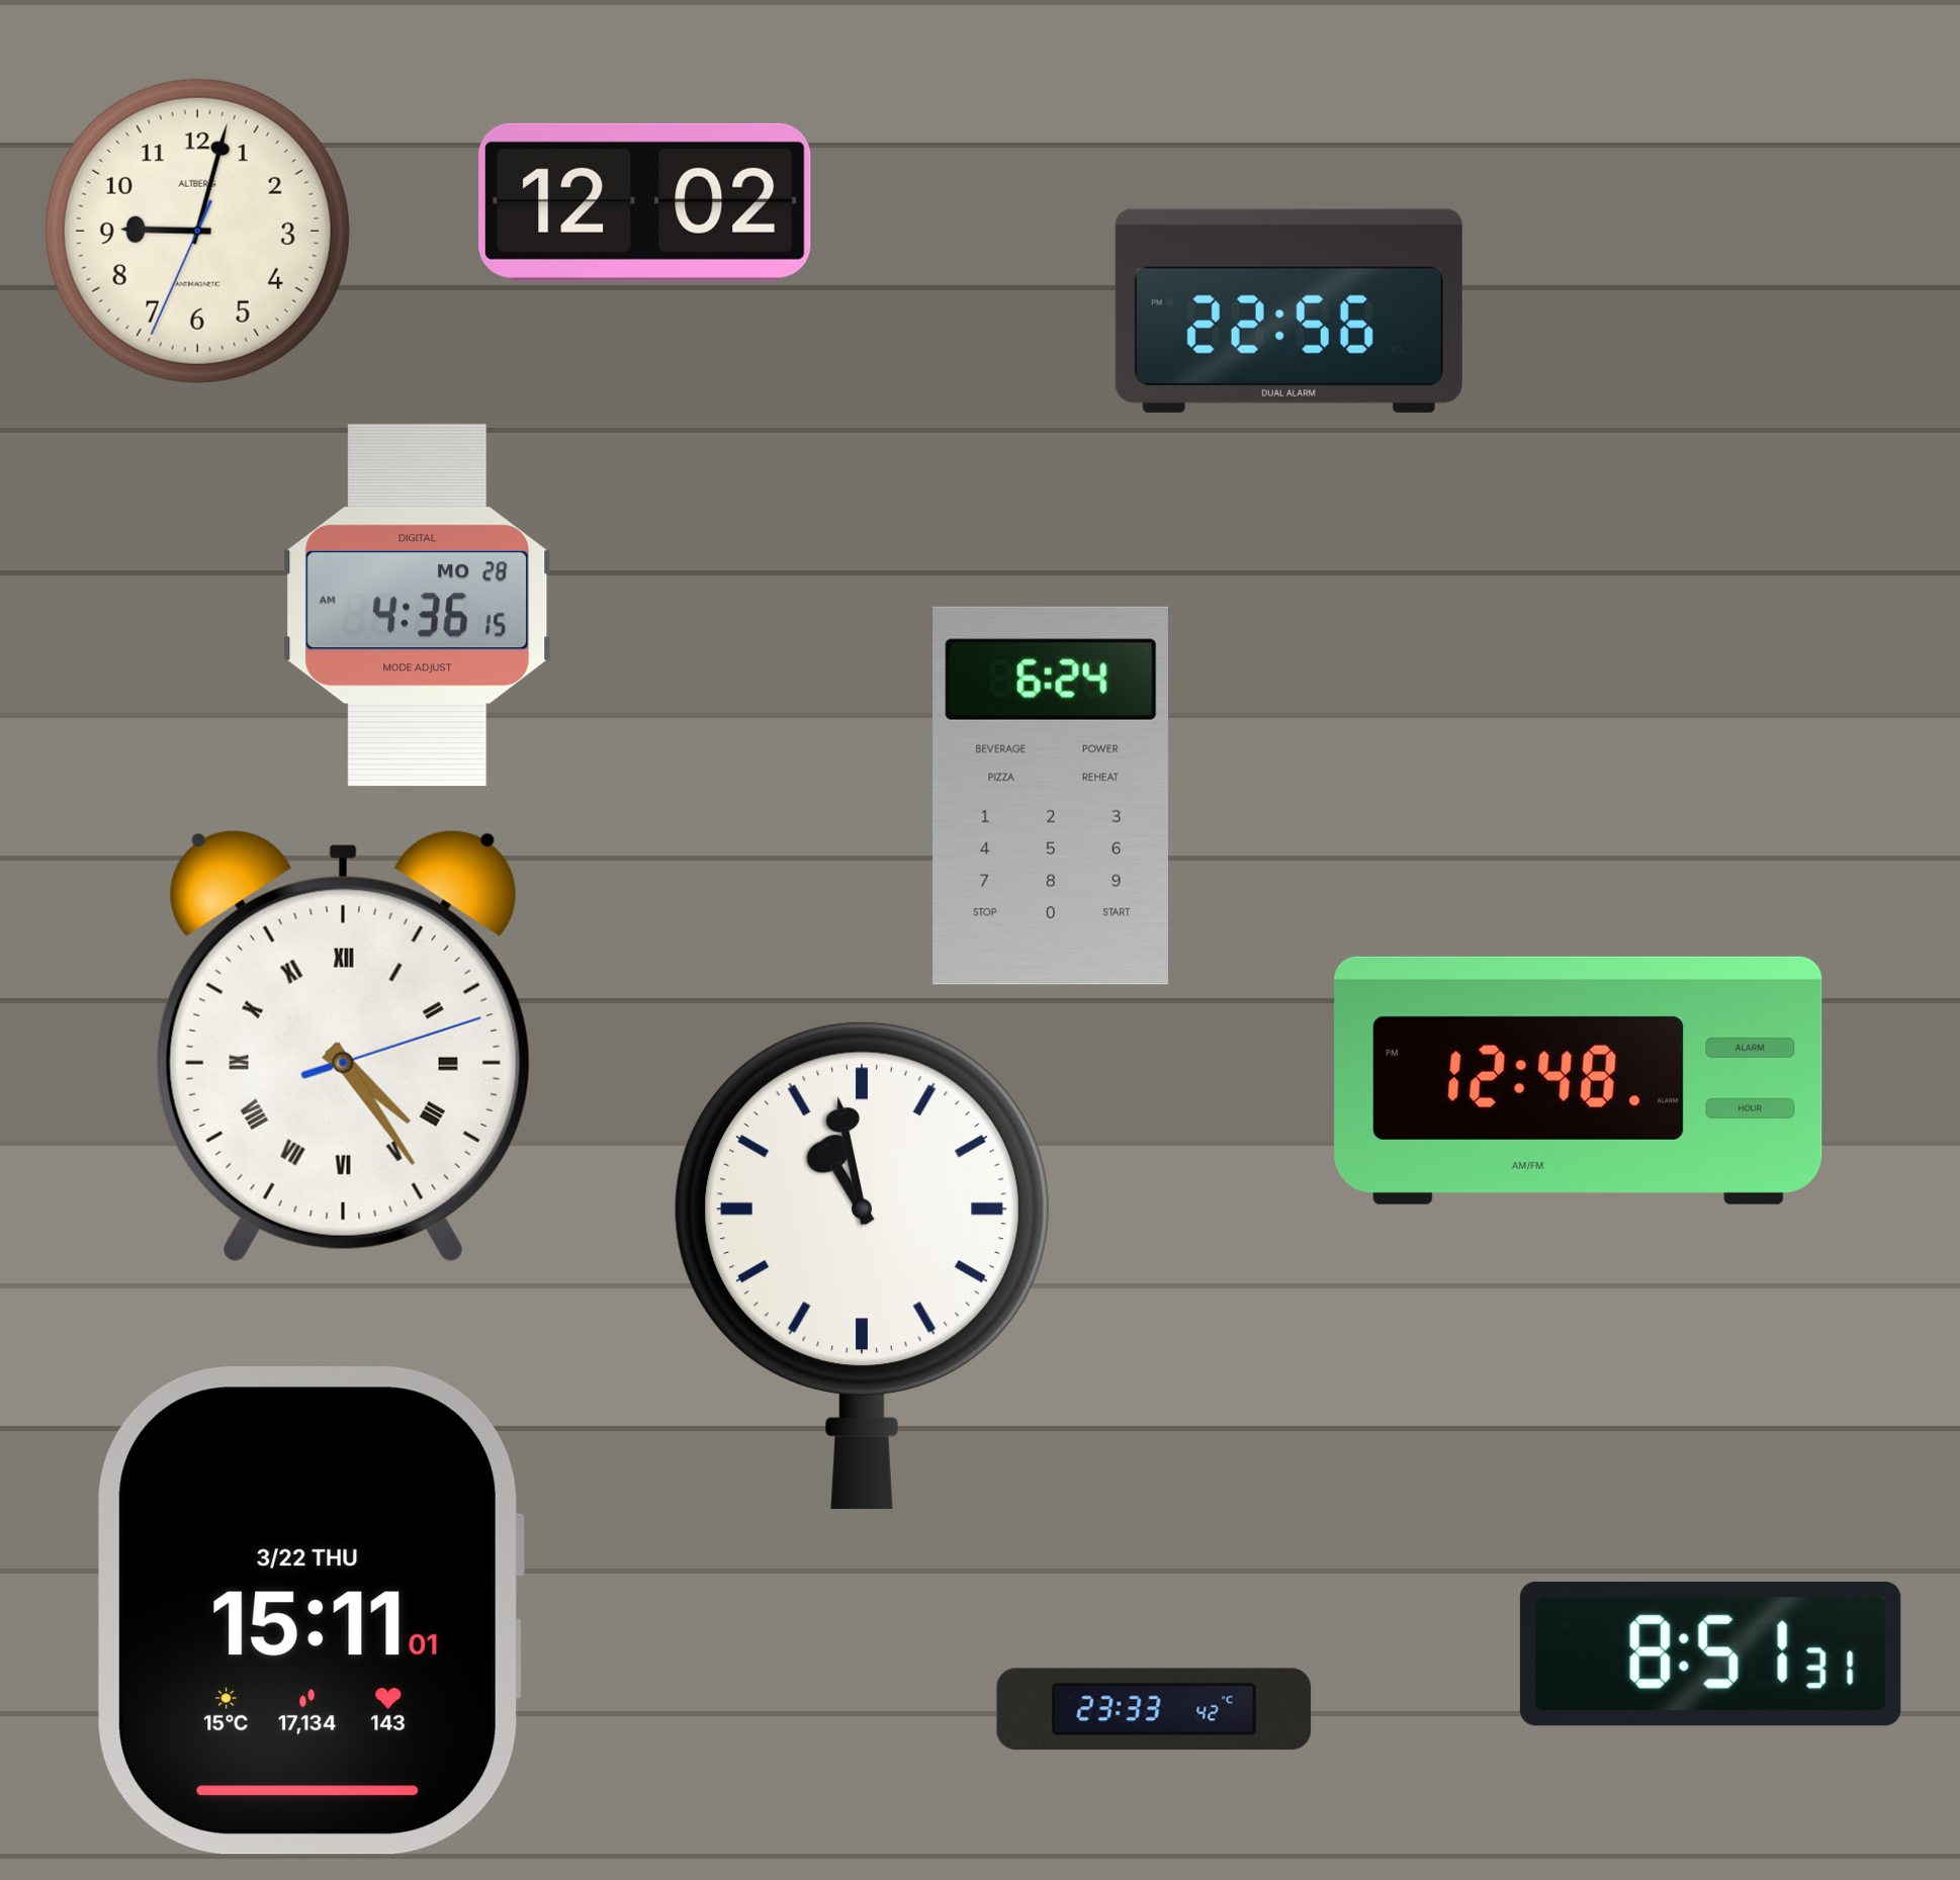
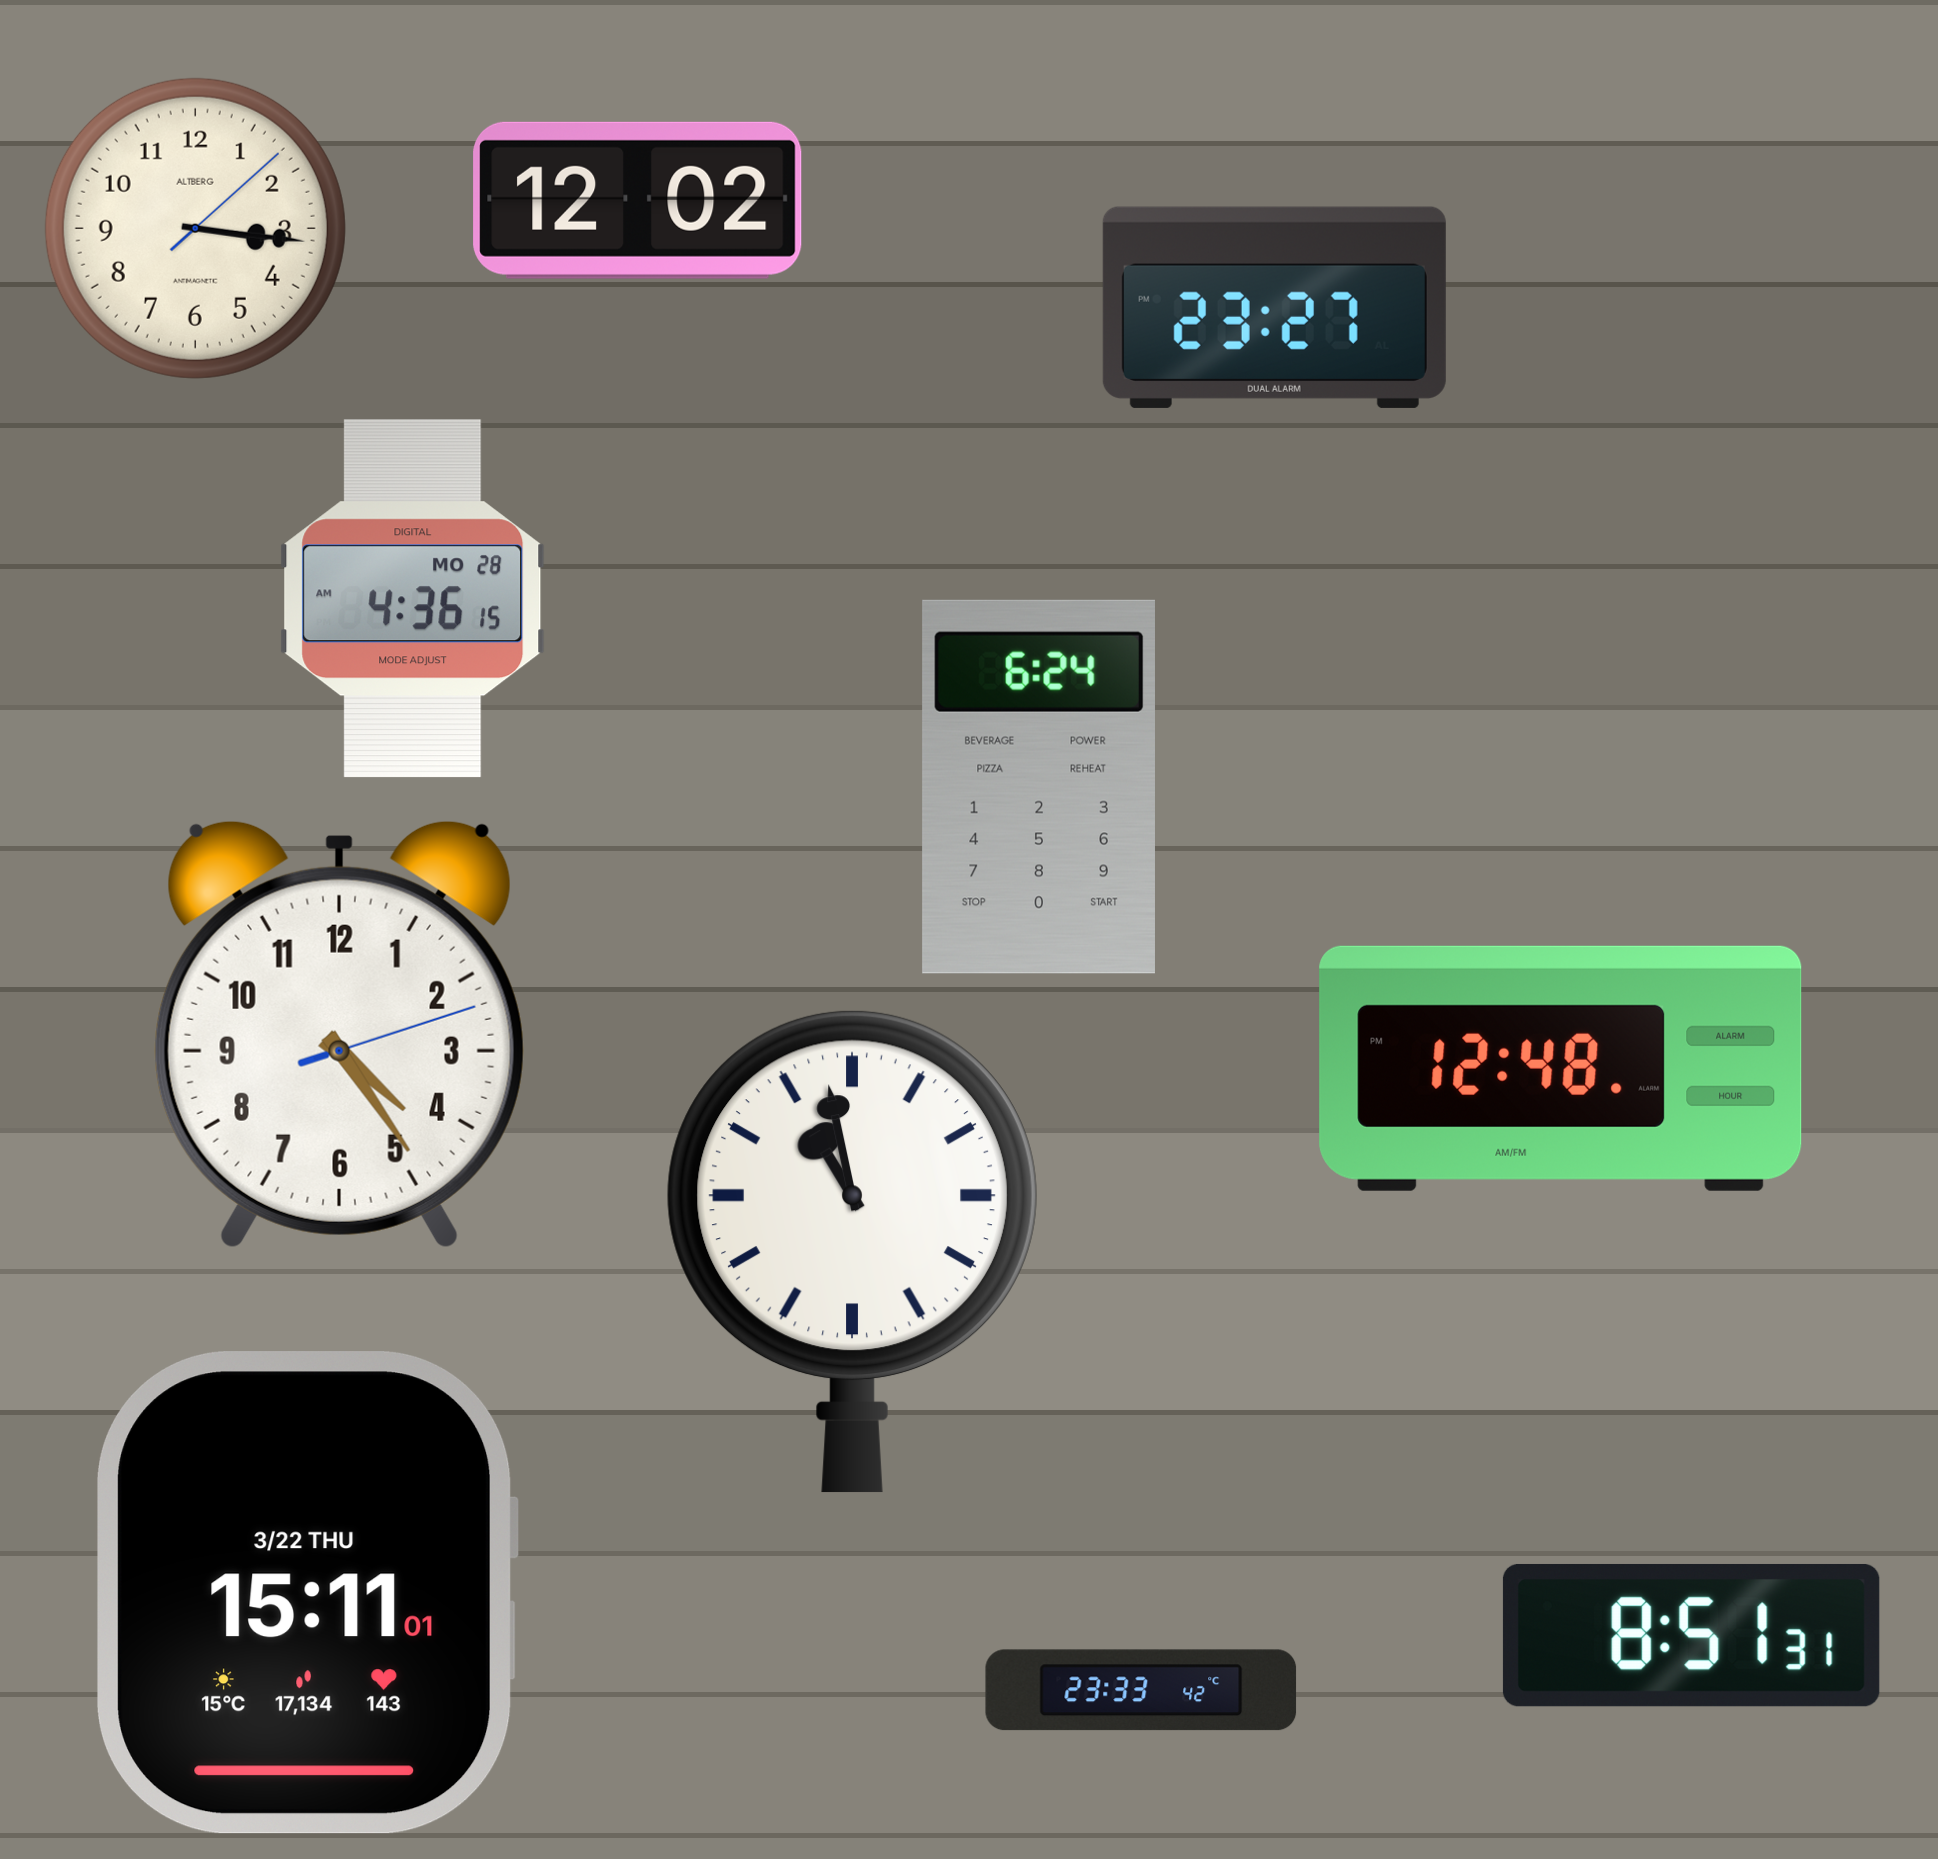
clock at (197, 231): 9:02 -> 3:16
clock at (1288, 310): 22:56 -> 23:27
clock at (343, 1046) numerals: Roman -> Arabic
